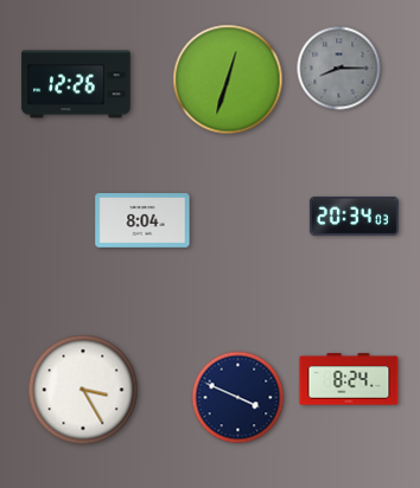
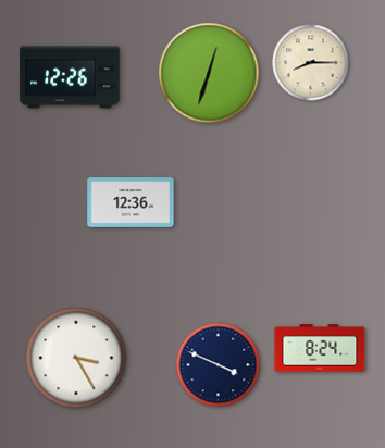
clock at (339, 69) dial: grey -> cream
clock at (354, 216): 20:34 -> none
clock at (142, 220): 8:04 -> 12:36
